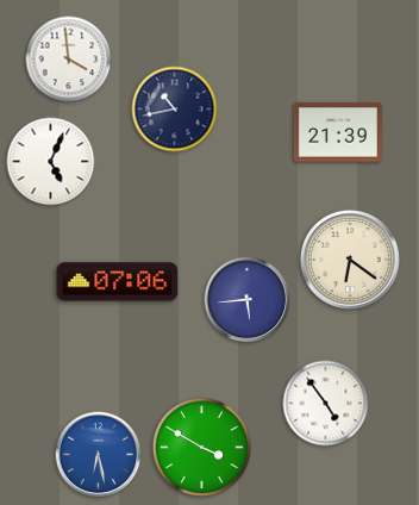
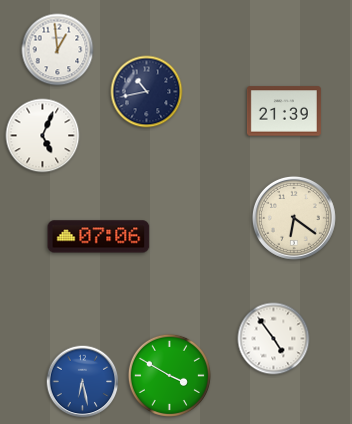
clock at (69, 60): 3:59 -> 12:59
clock at (248, 300): 5:44 -> none
